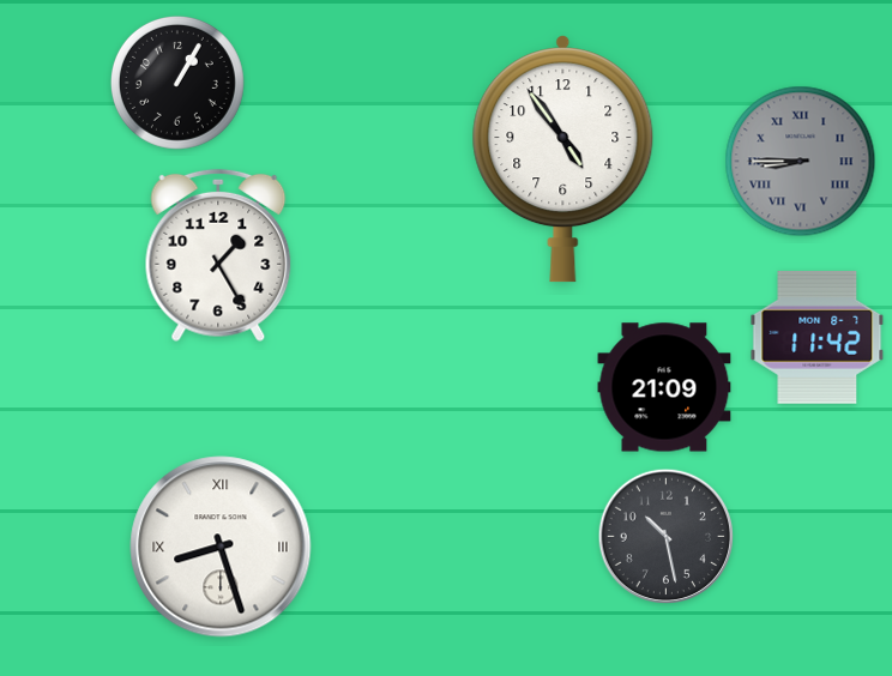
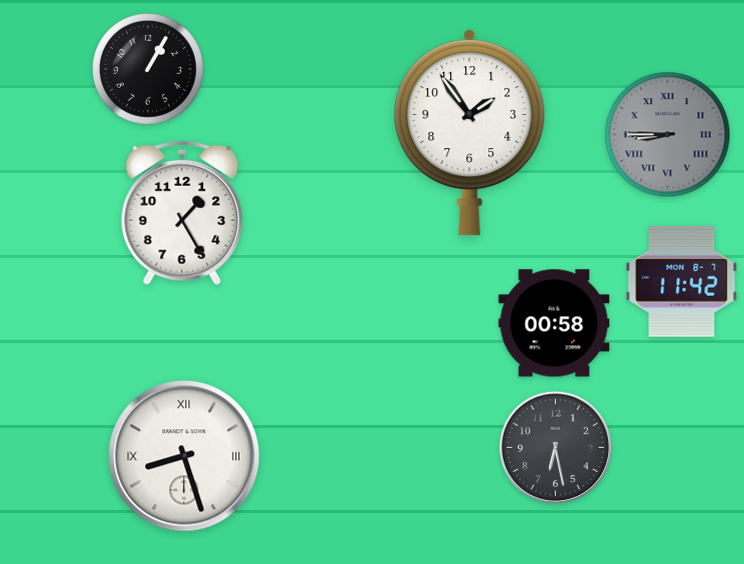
clock at (563, 159): 4:54 -> 1:54
clock at (664, 387): 21:09 -> 00:58
clock at (665, 536): 10:28 -> 6:28
